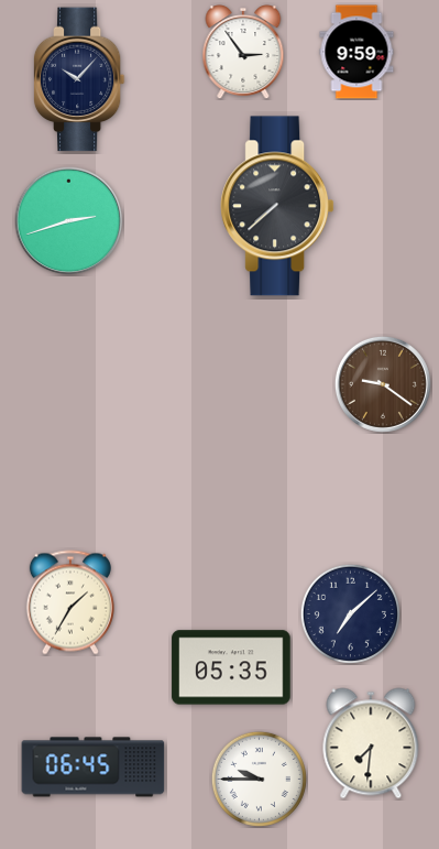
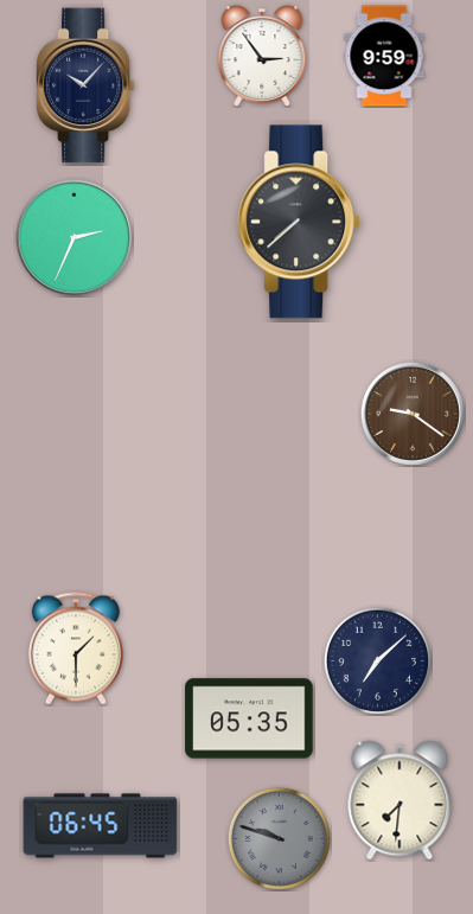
clock at (69, 221): 2:42 -> 2:34
clock at (70, 602): 1:35 -> 1:30
clock at (259, 779): 9:45 -> 9:48
clock at (259, 779) dial: white -> grey
